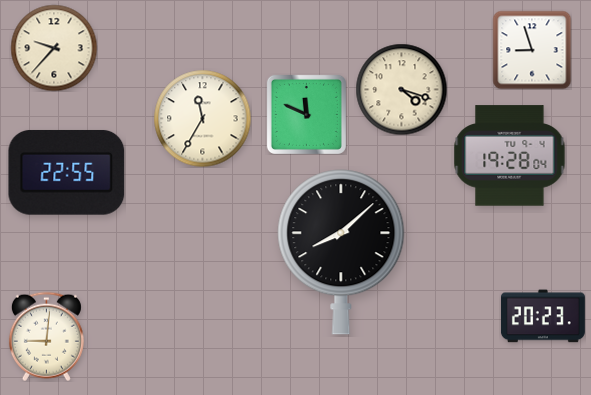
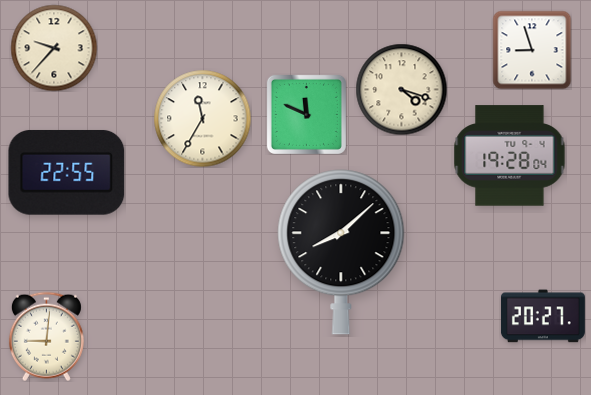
clock at (543, 316): 20:23 -> 20:27
